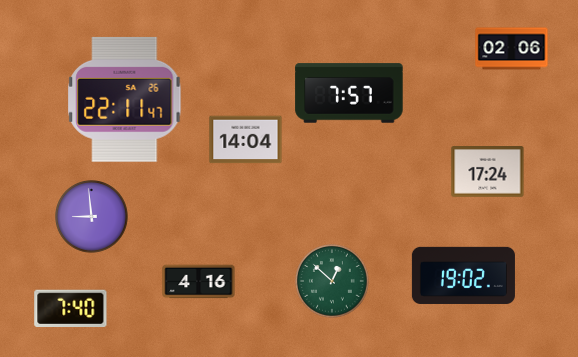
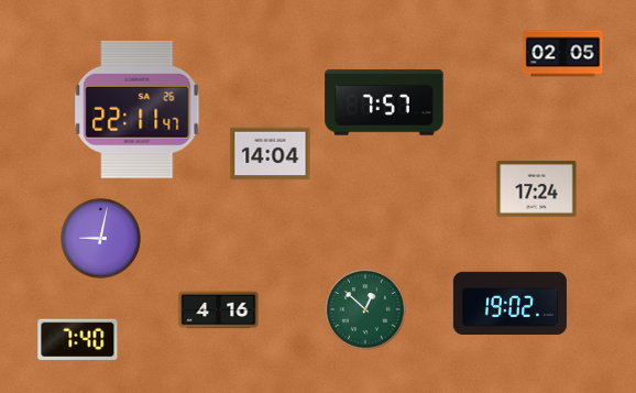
clock at (512, 49): 02:06 -> 02:05
clock at (92, 217): 8:59 -> 9:02
